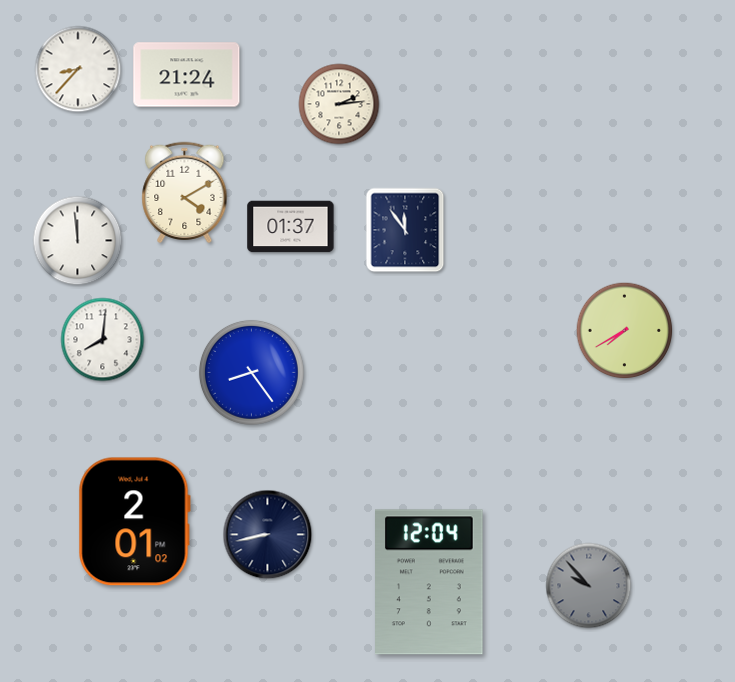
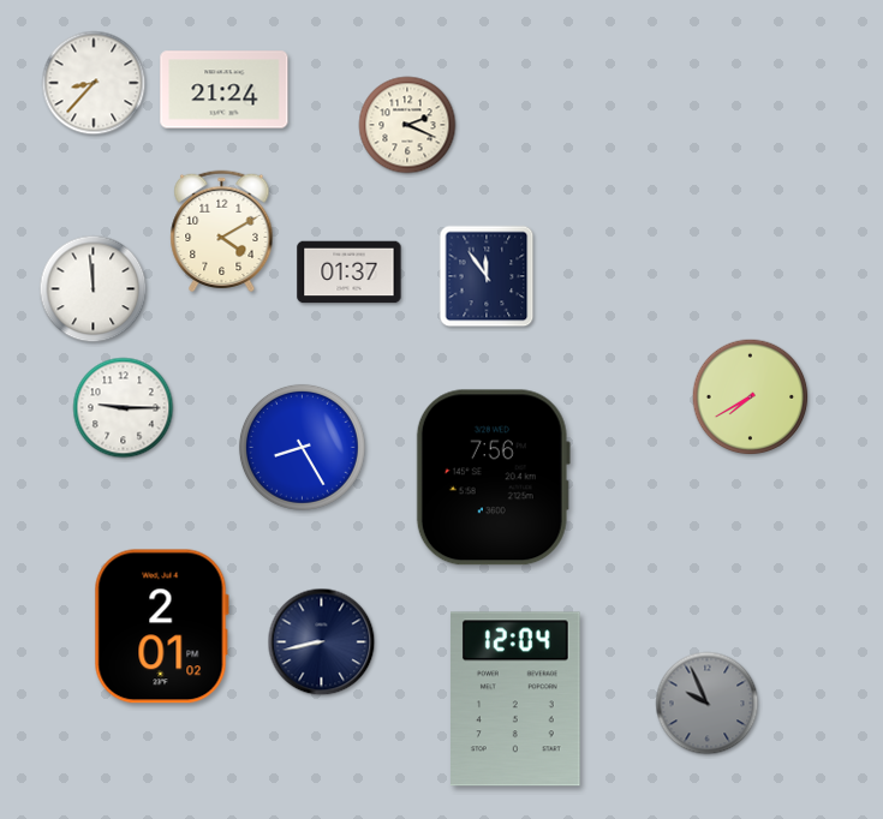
clock at (339, 104): 2:14 -> 2:19
clock at (103, 340): 8:01 -> 9:15
clock at (251, 372): 8:24 -> 8:25
clock at (493, 478): none -> 7:56
clock at (589, 586): 9:53 -> 9:56
